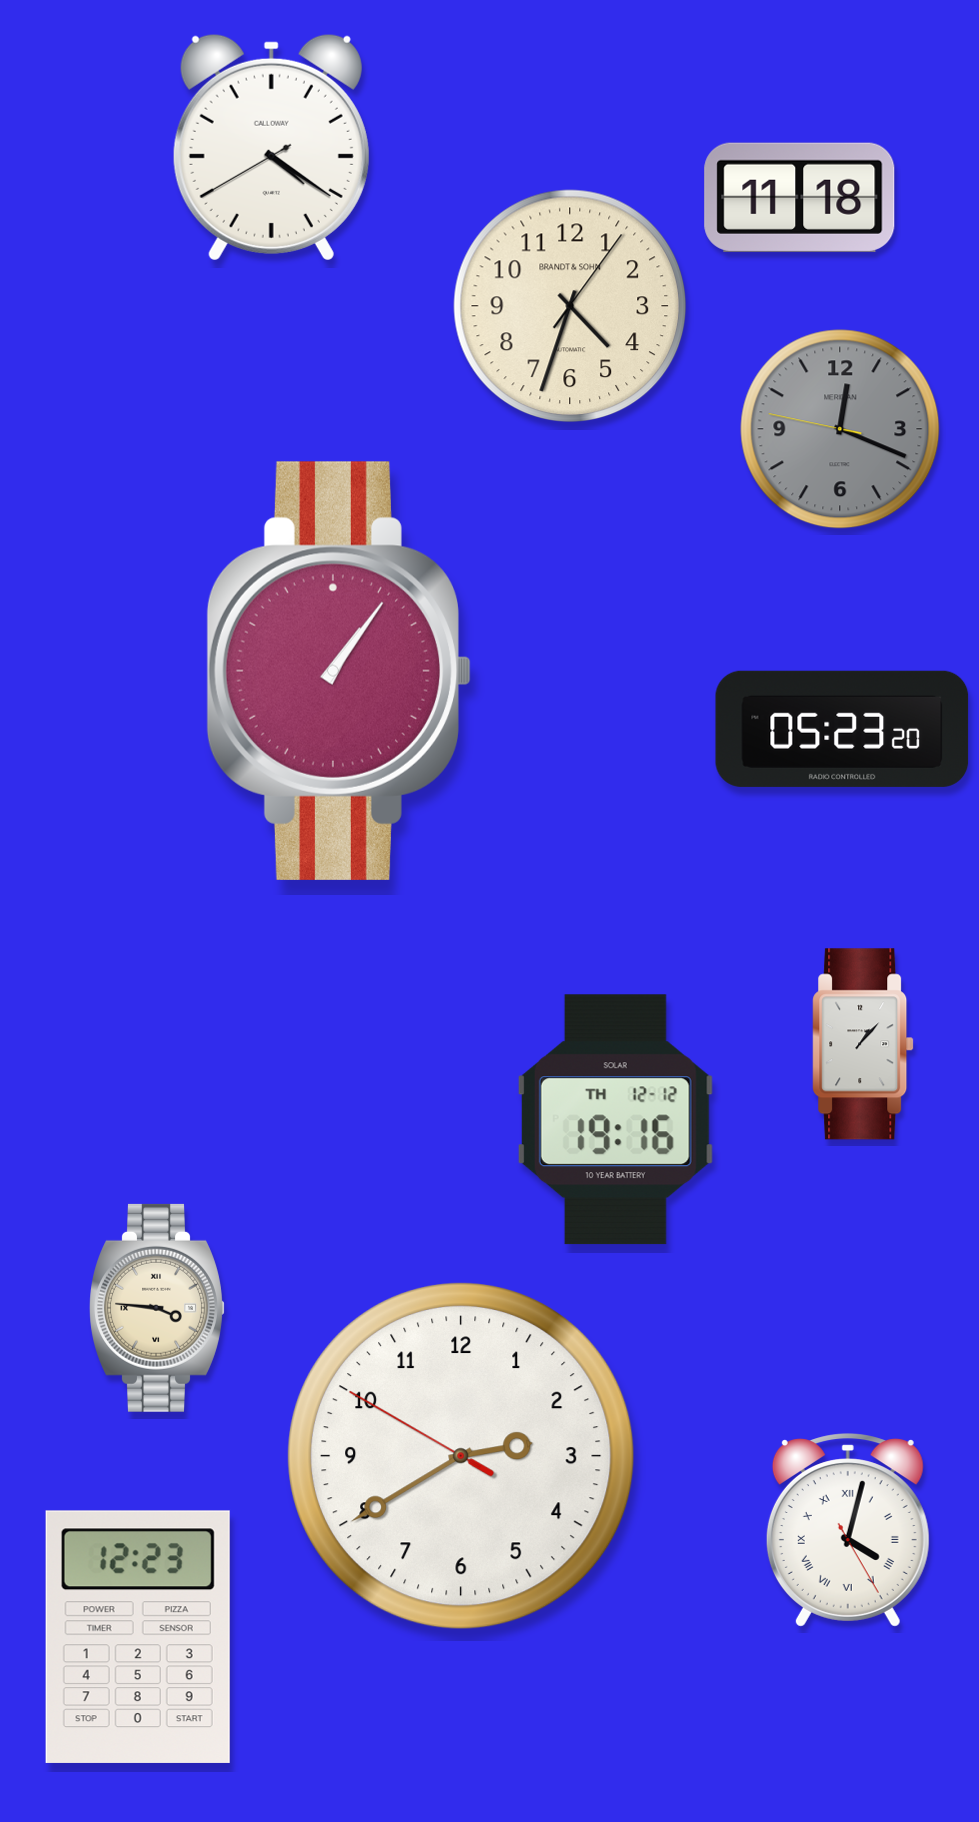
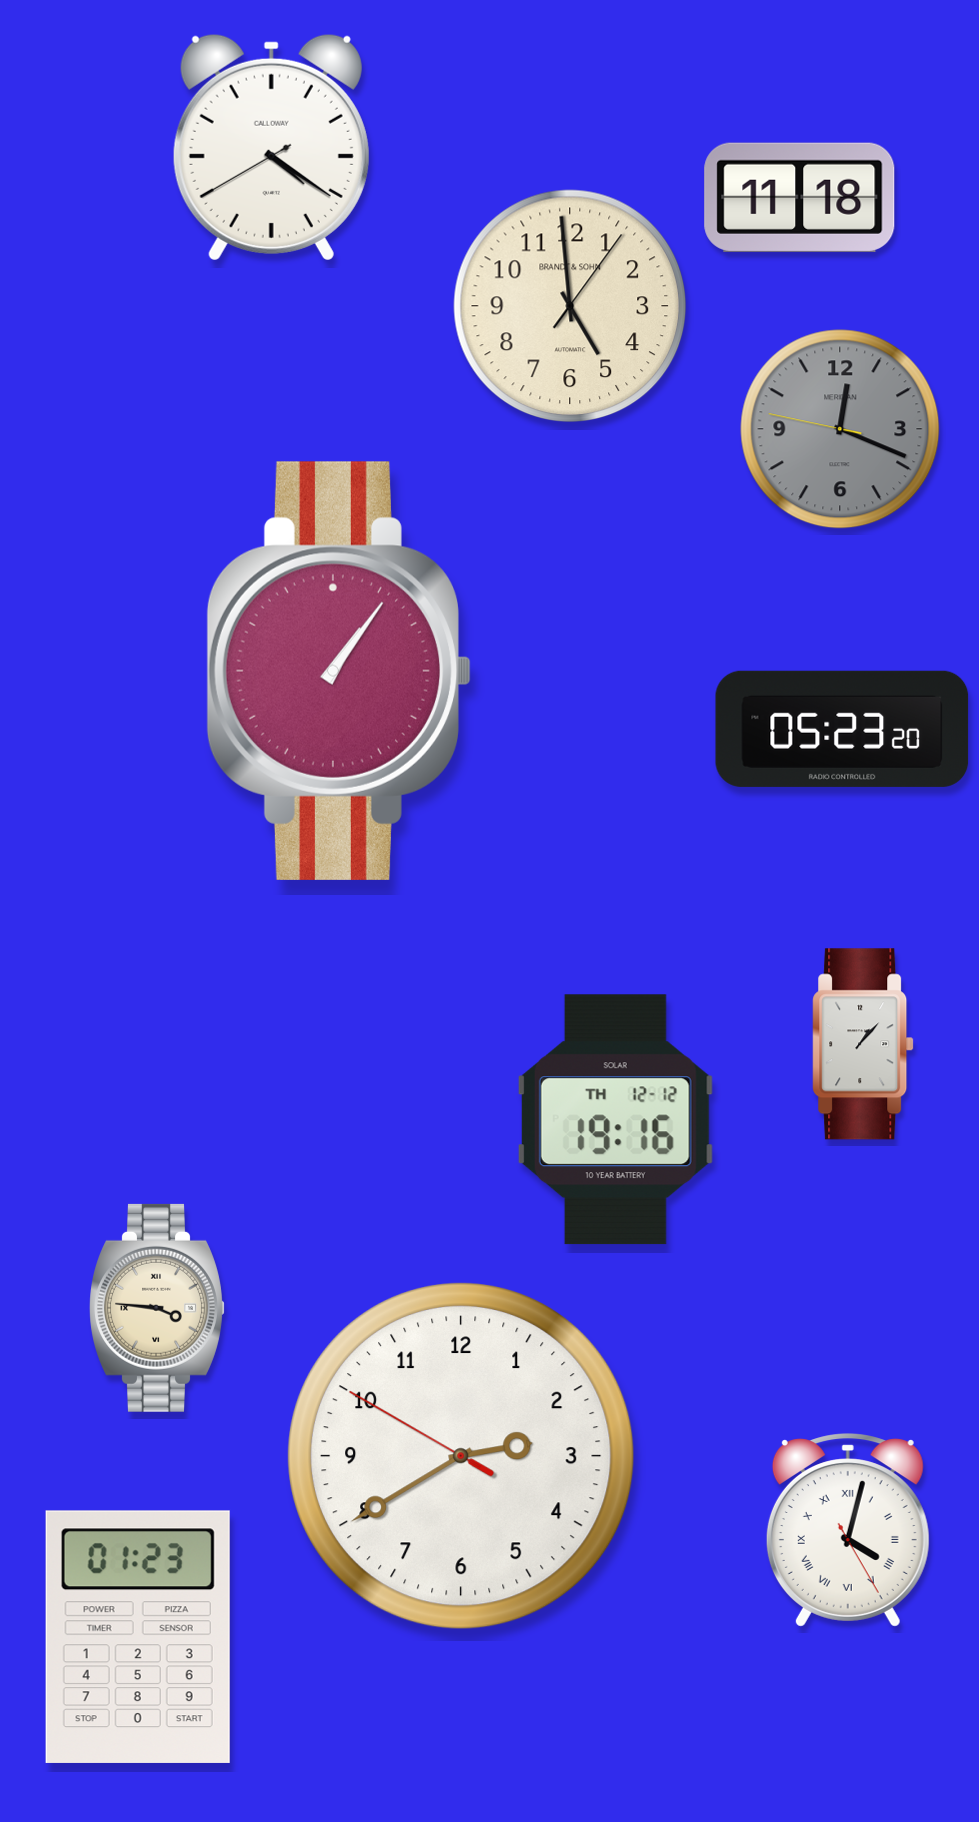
clock at (570, 306): 4:33 -> 4:59
clock at (138, 1637): 12:23 -> 01:23
